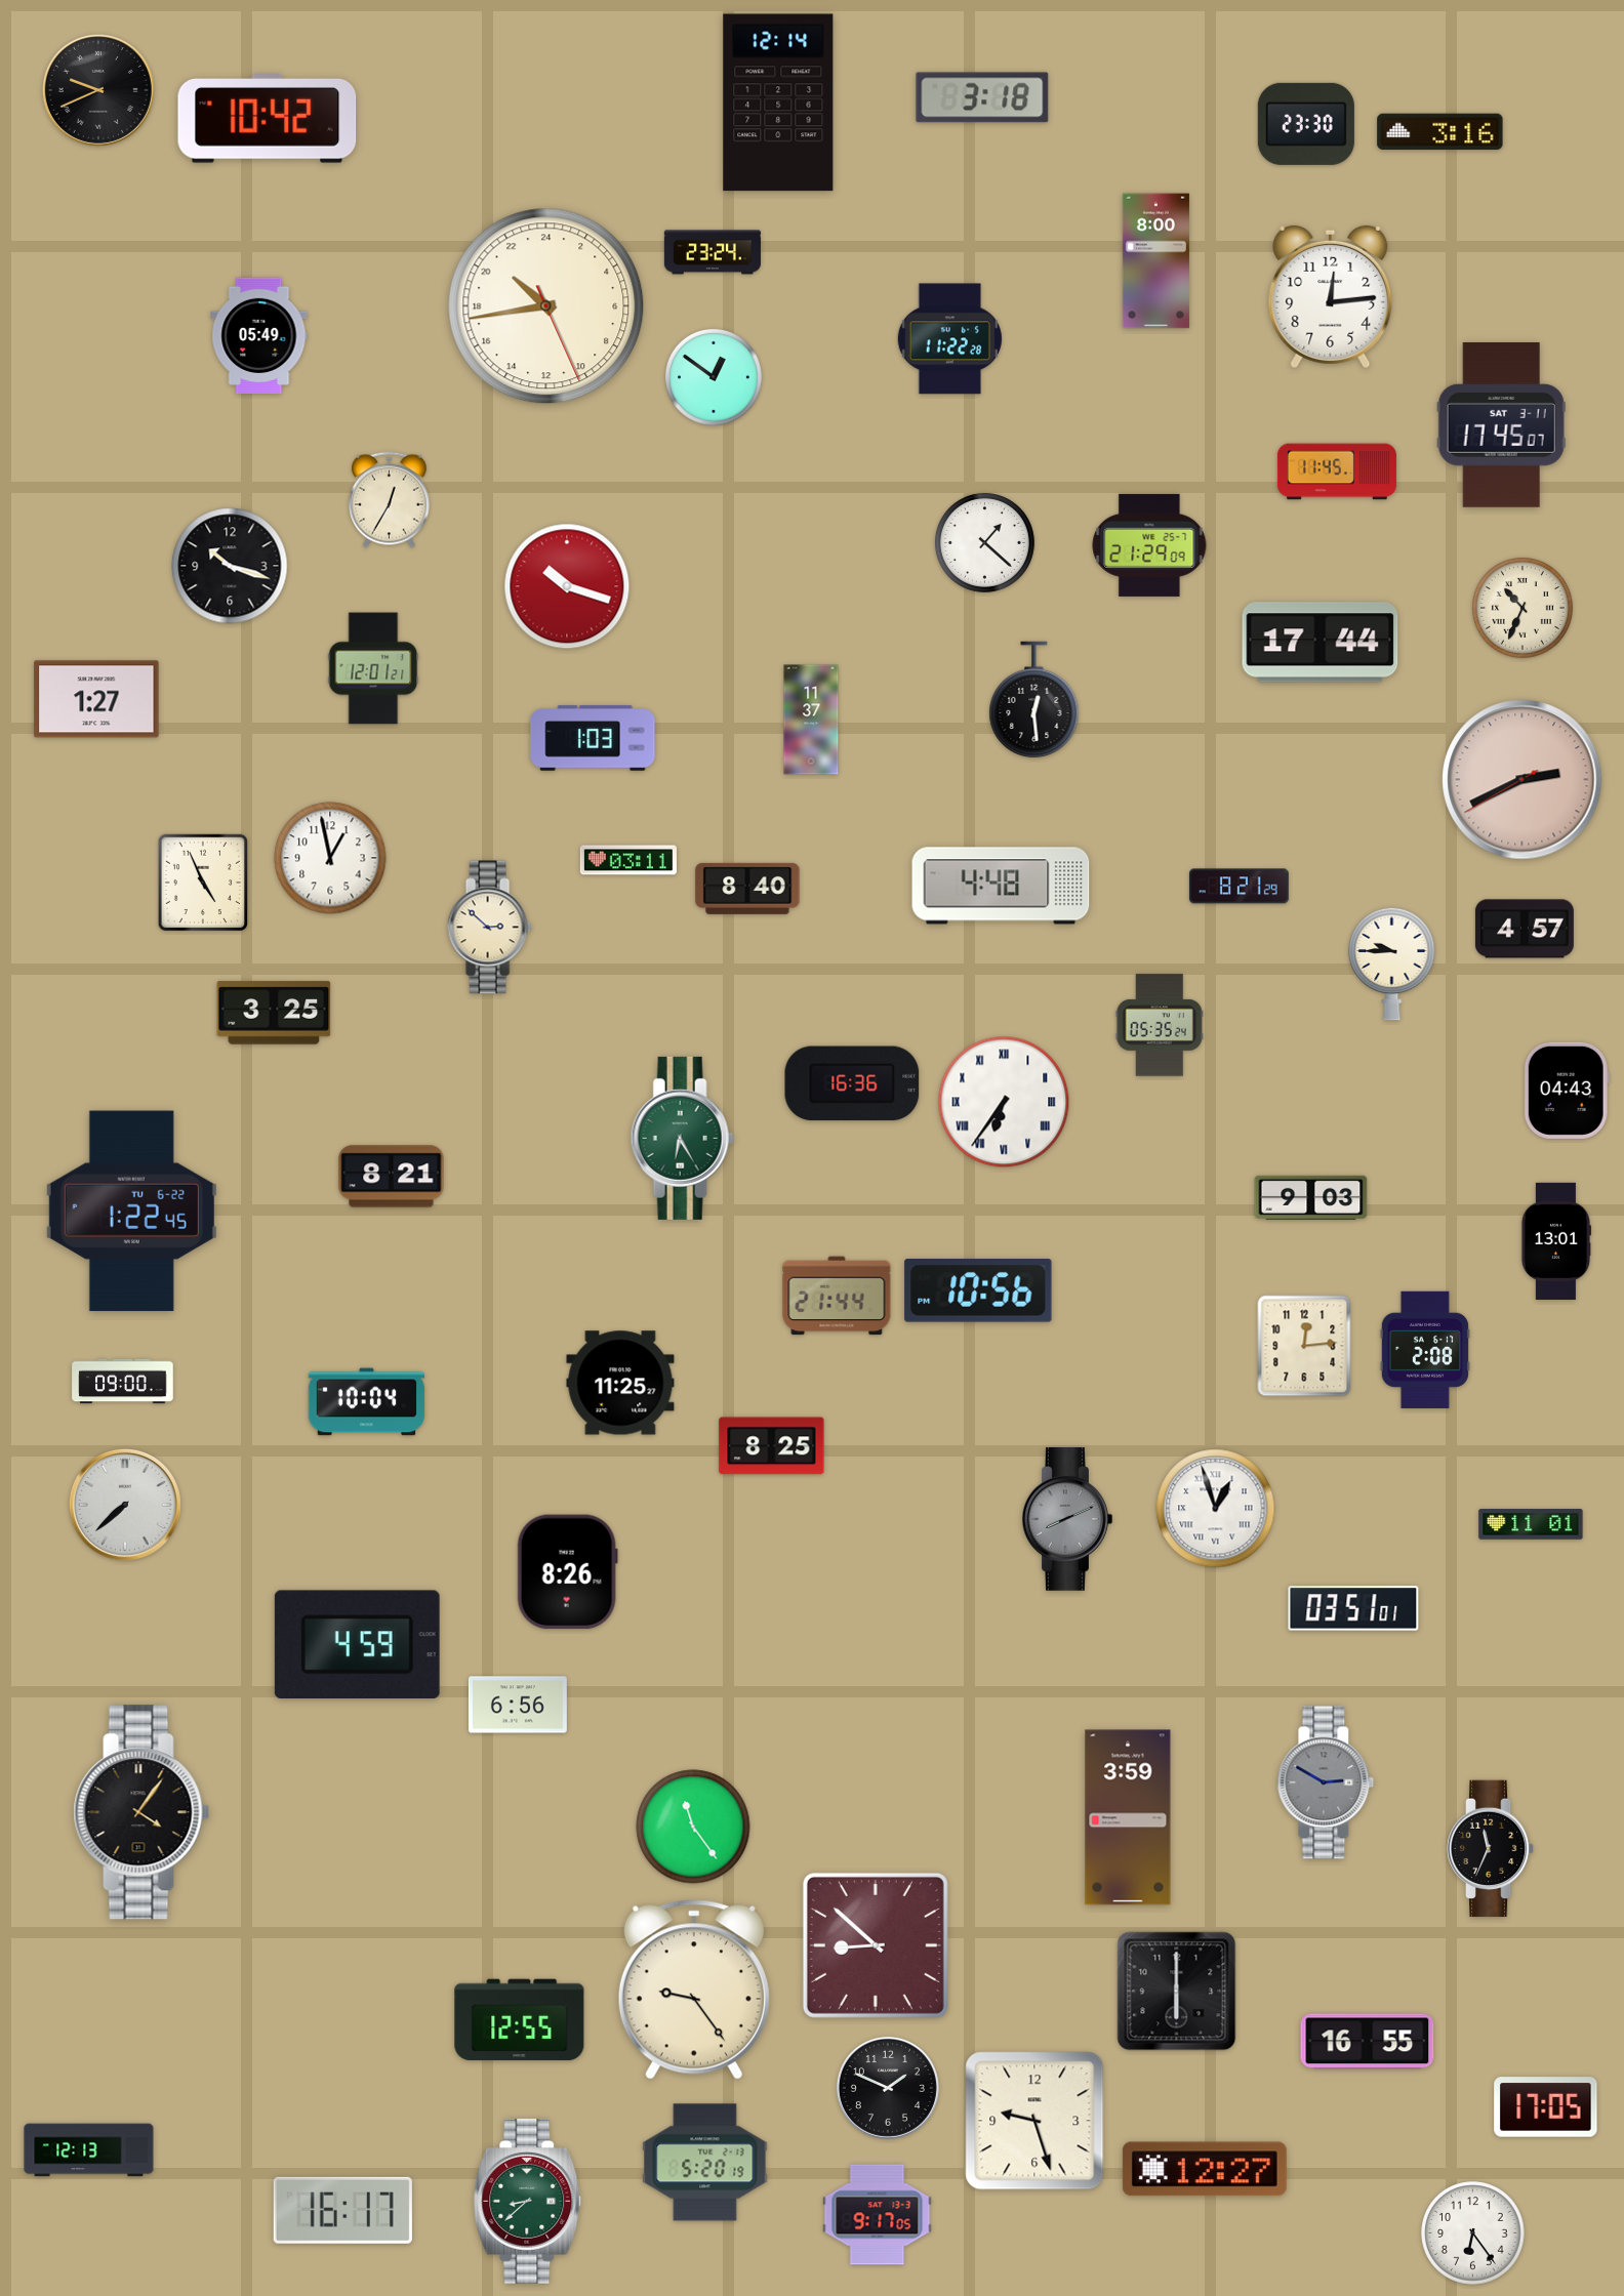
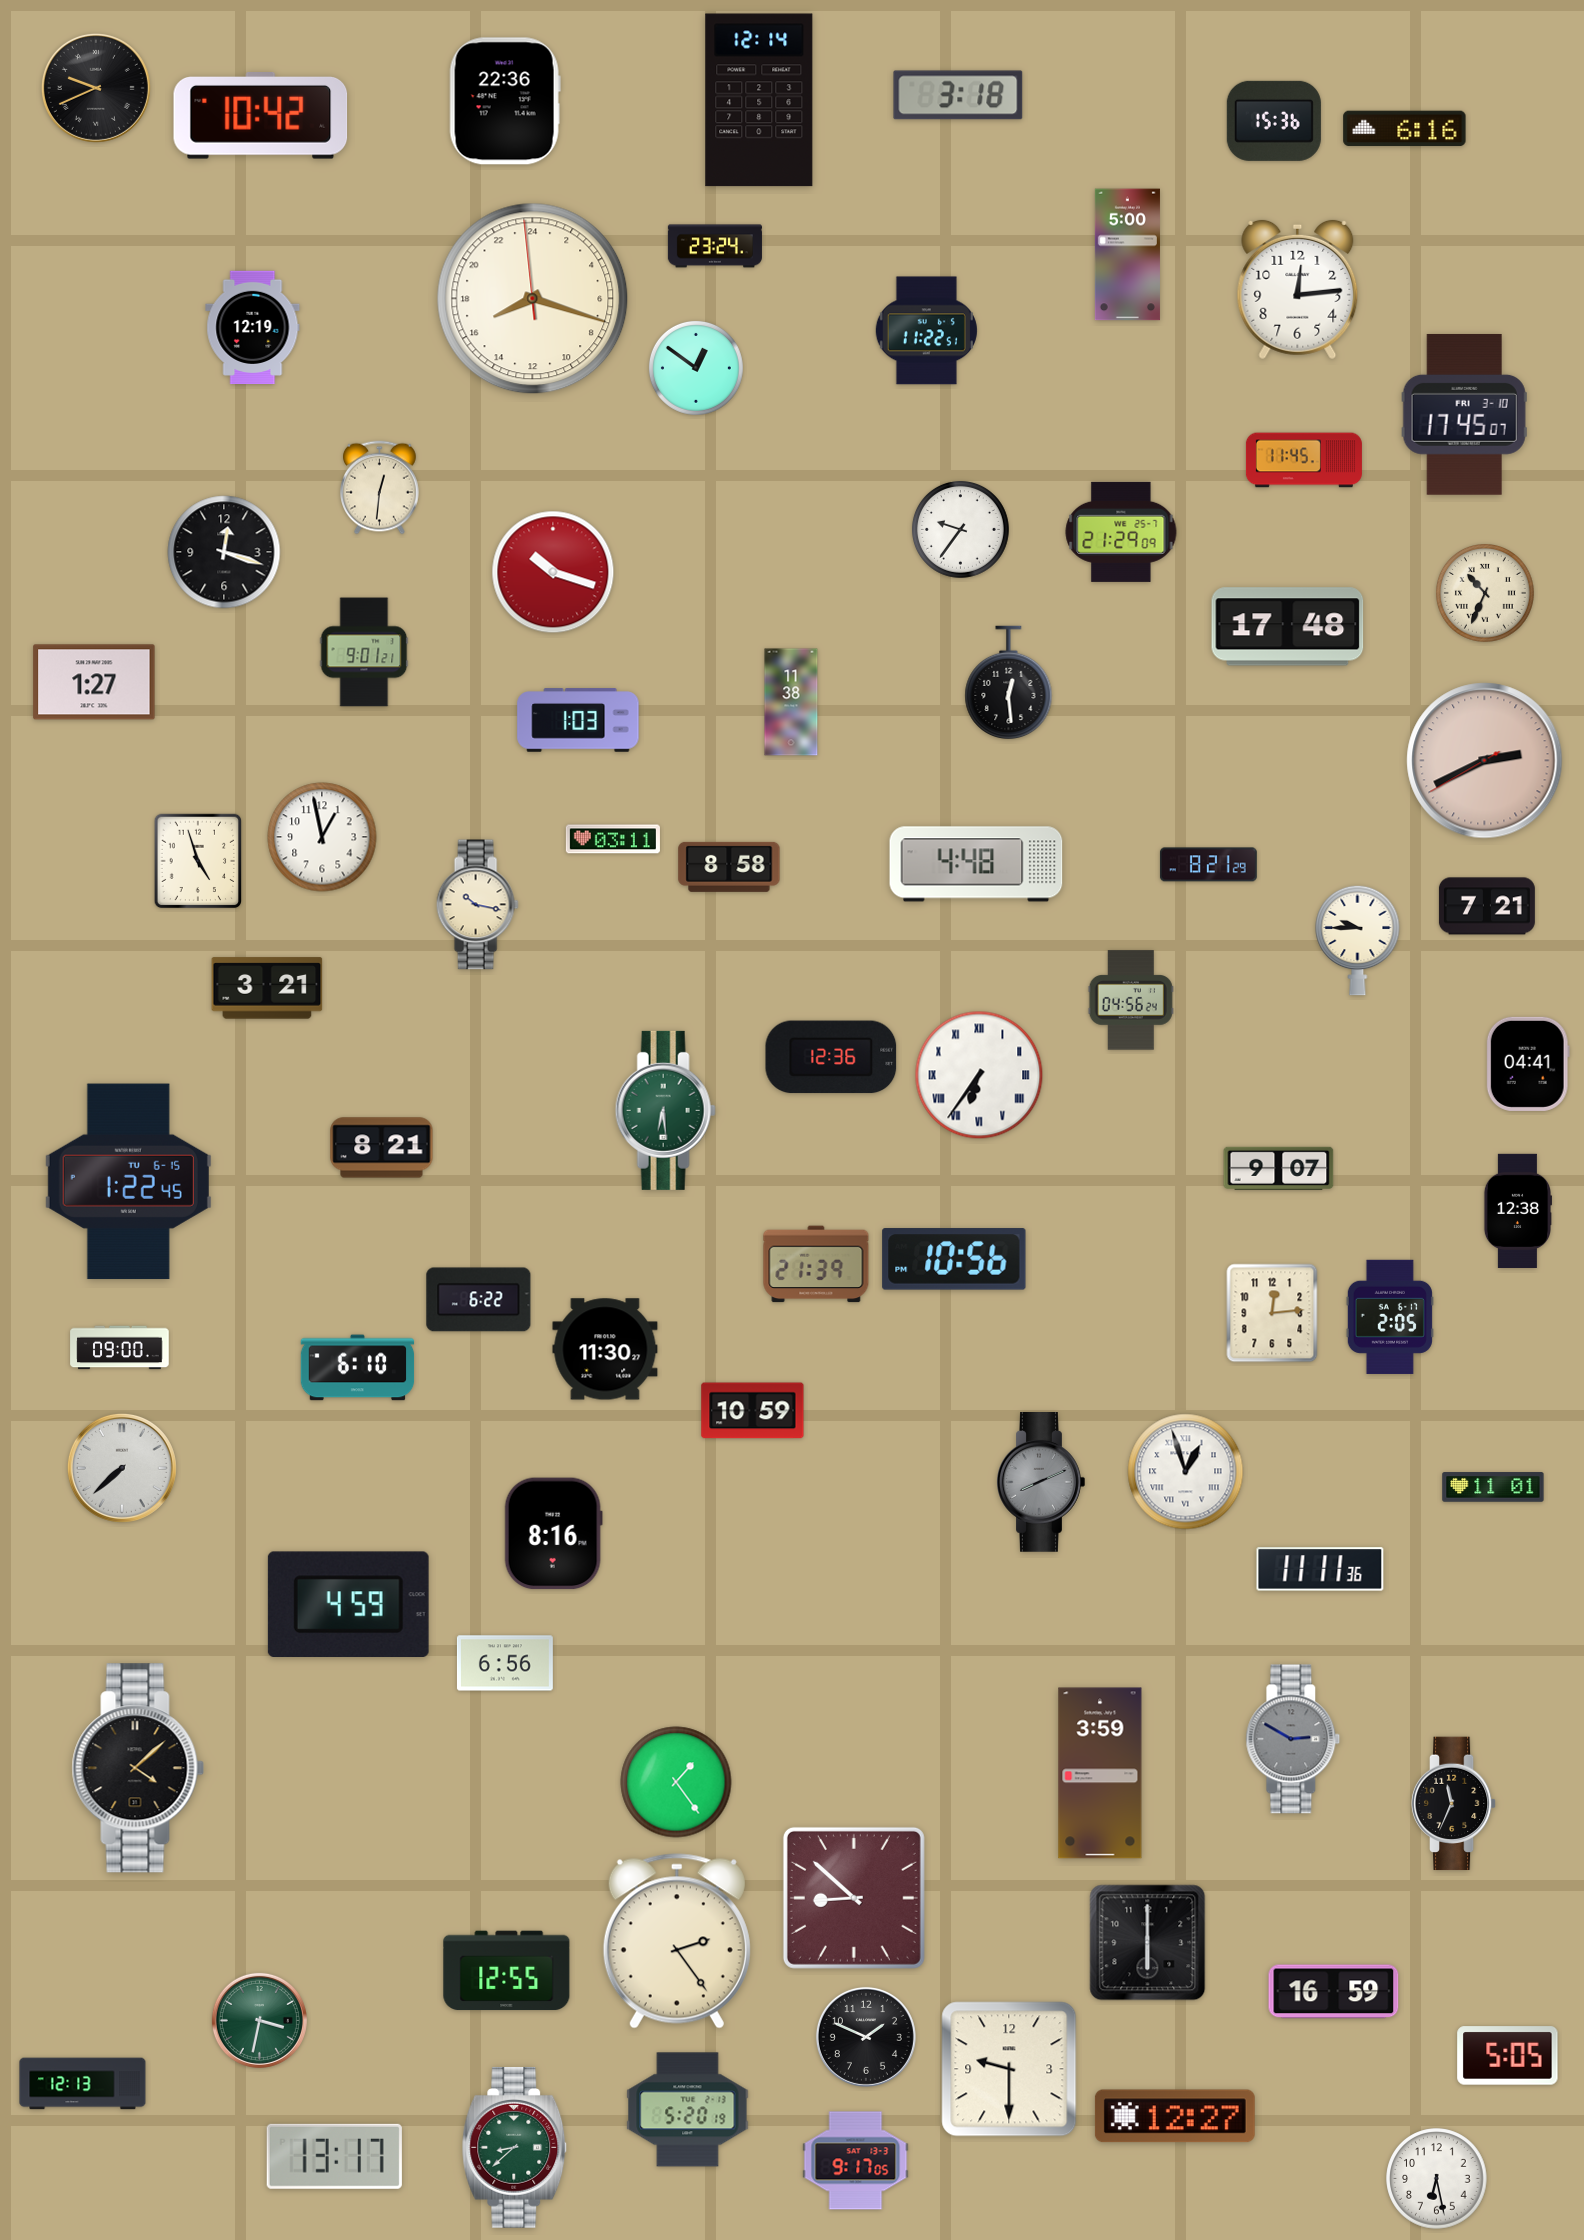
clock at (505, 101): none -> 22:36
clock at (1306, 124): 23:30 -> 15:36
clock at (1440, 132): 3:16 -> 6:16
clock at (713, 252) position: (713, 252) -> (715, 246)
clock at (1155, 261): 8:00 -> 5:00
clock at (546, 306): 20:43 -> 16:17
clock at (259, 335): 05:49 -> 12:19
clock at (949, 339): 11:22:28 -> 11:22:51
clock at (1501, 424) date: SAT 3-11 -> FRI 3-10
clock at (390, 500): 12:35 -> 12:31
clock at (984, 542): 1:22 -> 9:36
clock at (230, 566): 10:18 -> 12:18
clock at (1321, 643): 17:44 -> 17:48
clock at (373, 668): 12:01 -> 9:01
clock at (811, 720): 11:37 -> 11:38
clock at (203, 883): 4:56 -> 4:57
clock at (747, 889): 8:40 -> 8:58
clock at (489, 928): 2:52 -> 10:17
clock at (1525, 929): 4:57 -> 7:21
clock at (274, 1013): 3:25 -> 3:21
clock at (1160, 1025): 05:35 -> 04:56
clock at (852, 1083): 16:36 -> 12:36
clock at (1567, 1091): 04:43 -> 04:41
clock at (682, 1138): 6:25 -> 6:29
clock at (1311, 1197): 9:03 -> 9:07
clock at (131, 1212) date: TU 6-22 -> TU 6-15
clock at (1555, 1240): 13:01 -> 12:38
clock at (837, 1296): 21:44 -> 21:39
clock at (479, 1300): none -> 6:22
clock at (1425, 1350): 2:08 -> 2:05
clock at (620, 1383): 11:25 -> 11:30
clock at (367, 1402): 10:04 -> 6:10
clock at (772, 1446): 8:25 -> 10:59
clock at (567, 1572): 8:26 -> 8:16
clock at (1353, 1608): 03:51 -> 11:11
clock at (141, 1812): 4:06 -> 4:08
clock at (693, 1827): 11:24 -> 1:24
clock at (694, 1990): 9:24 -> 2:24
clock at (1368, 2042): 16:55 -> 16:59
clock at (259, 2020): none -> 3:32
clock at (1546, 2107): 17:05 -> 5:05
clock at (1034, 2121): 9:27 -> 9:30
clock at (89, 2150) position: (89, 2150) -> (83, 2084)
clock at (342, 2210): 16:17 -> 13:17
clock at (1473, 2233): 6:24 -> 6:28
